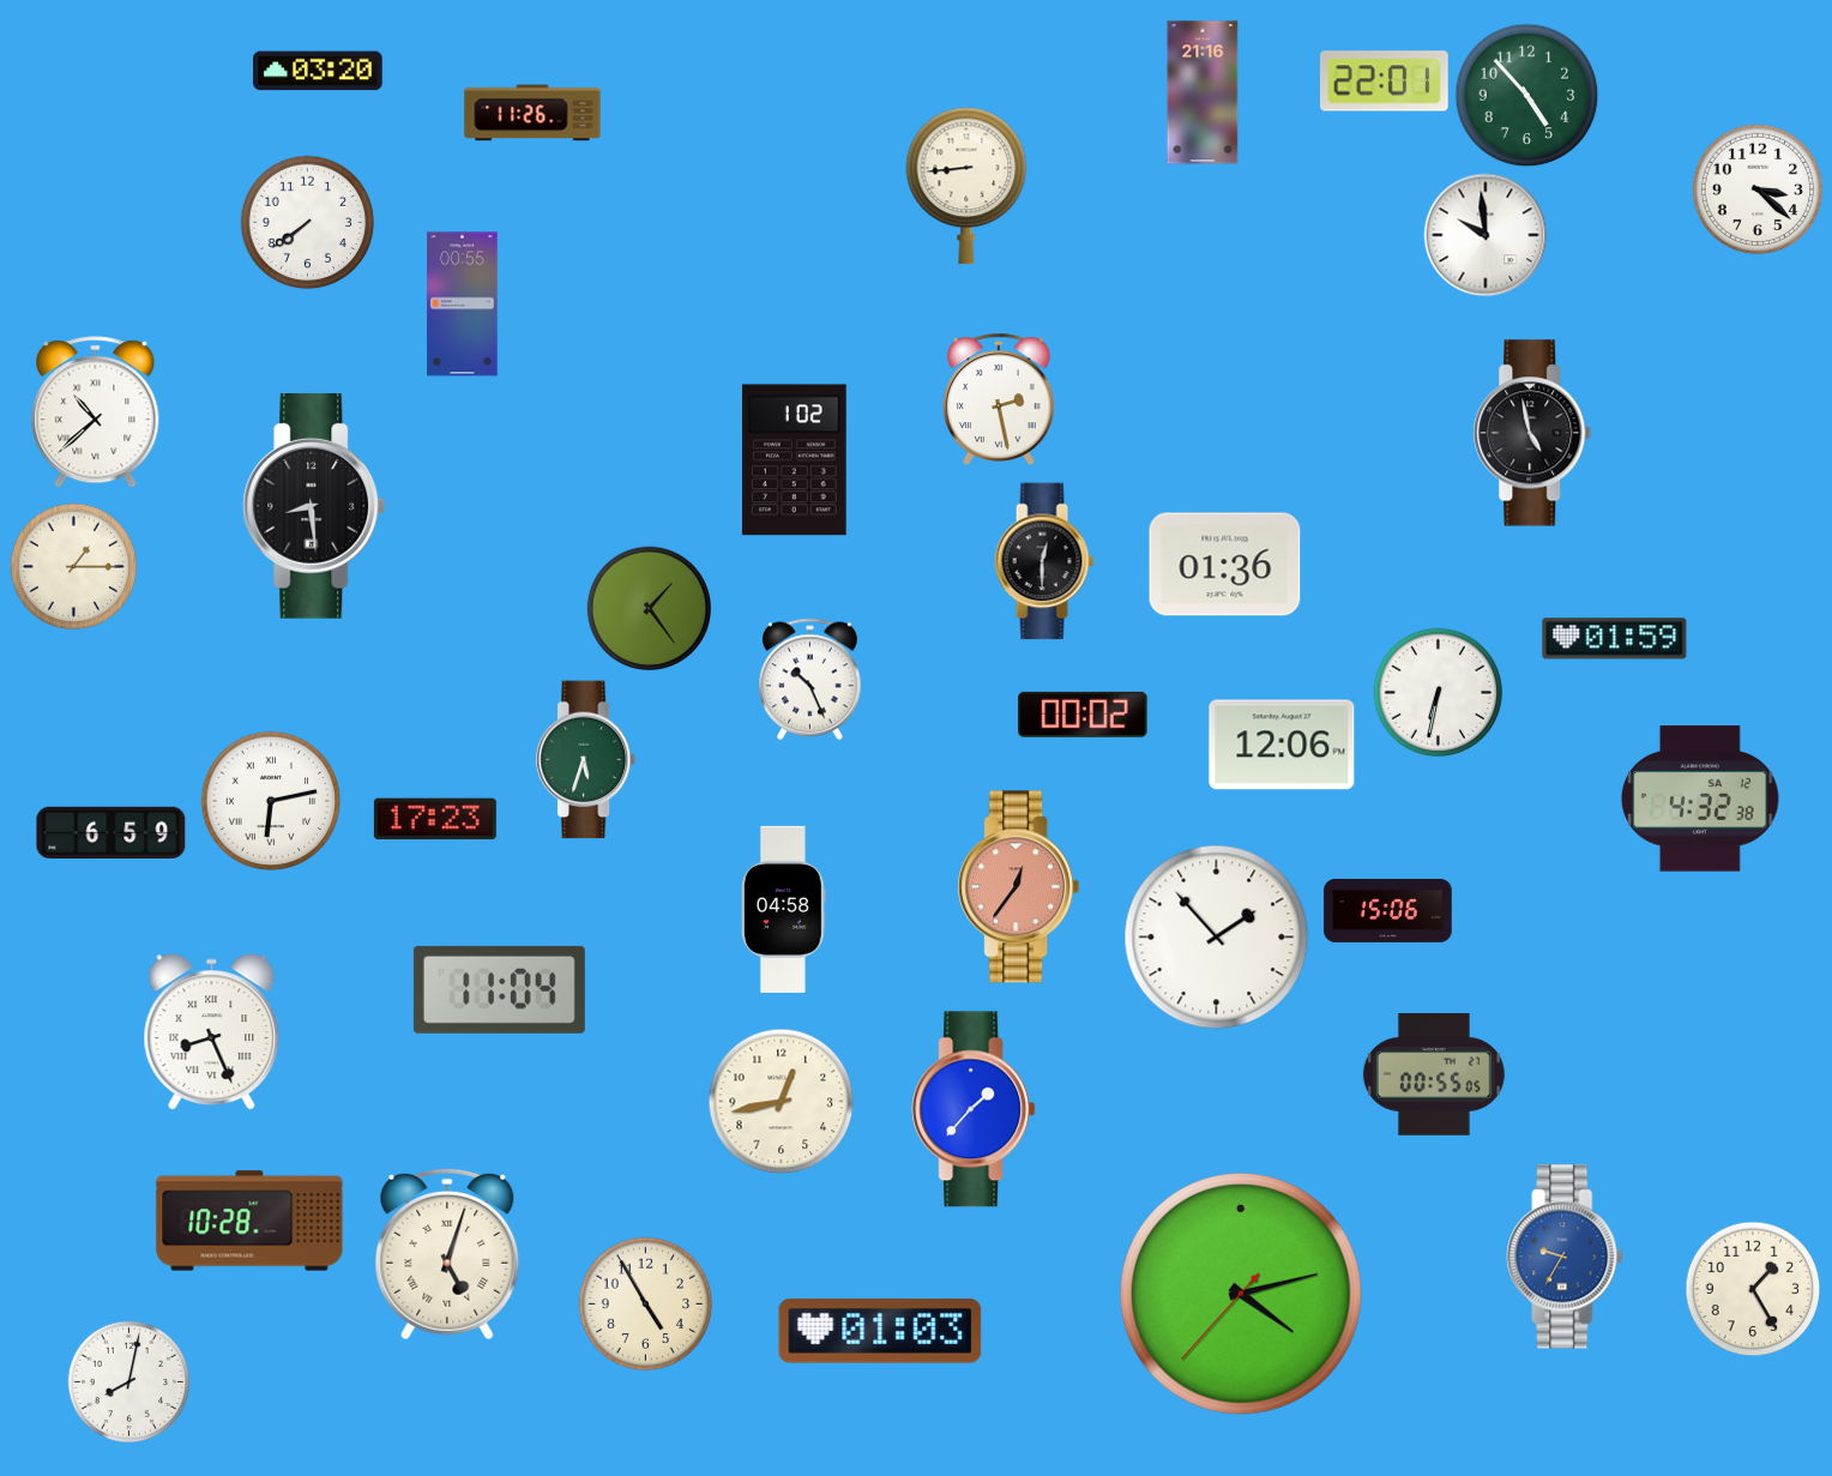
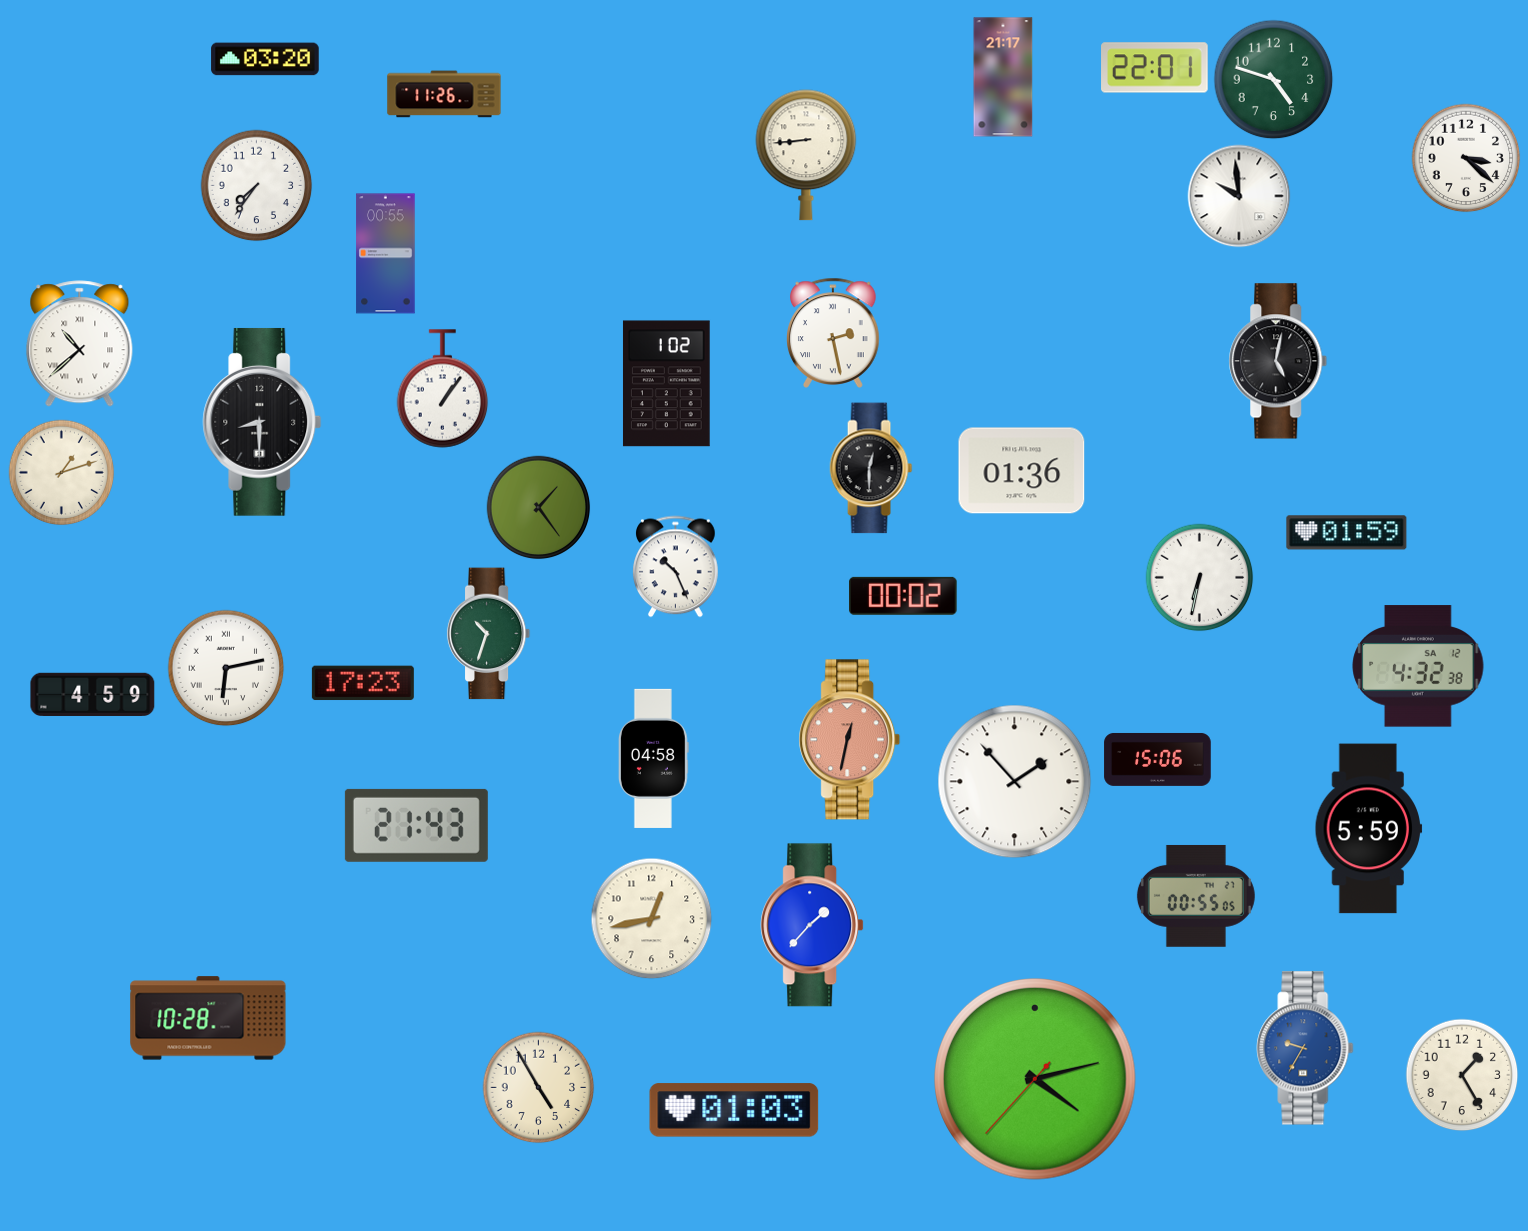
clock at (1203, 92): 21:16 -> 21:17
clock at (1527, 96): 4:53 -> 4:48
clock at (308, 223): 7:39 -> 7:36
clock at (1532, 433): 4:58 -> 5:02
clock at (795, 460) position: (795, 460) -> (667, 384)
clock at (443, 389): none -> 1:06
clock at (314, 506): 8:29 -> 8:30
clock at (74, 567): 1:15 -> 1:12
clock at (650, 609) position: (650, 609) -> (539, 508)
clock at (1282, 745): 12:06 -> none
clock at (586, 760): 5:33 -> 10:33
clock at (112, 832): 6:59 -> 4:59
clock at (1019, 887): 12:36 -> 12:32
clock at (499, 989): 11:04 -> 21:43
clock at (1369, 829): none -> 5:59
clock at (212, 1032): 8:26 -> none
clock at (447, 1254): 5:03 -> none
clock at (129, 1382): 8:02 -> none
